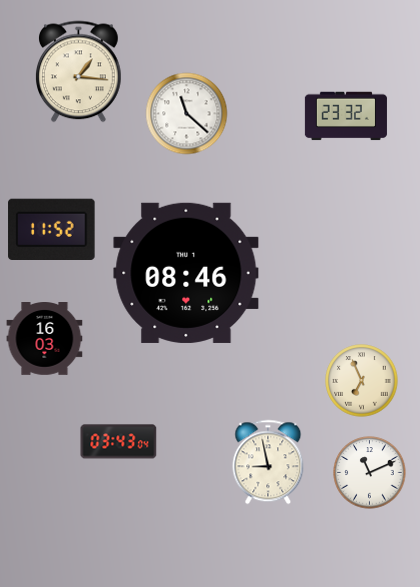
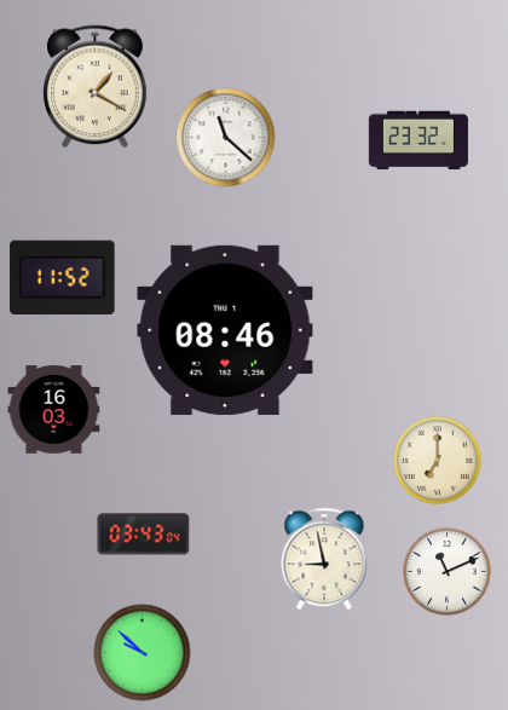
clock at (79, 72): 1:16 -> 1:20
clock at (362, 381): 6:56 -> 7:00
clock at (143, 653): none -> 9:52
